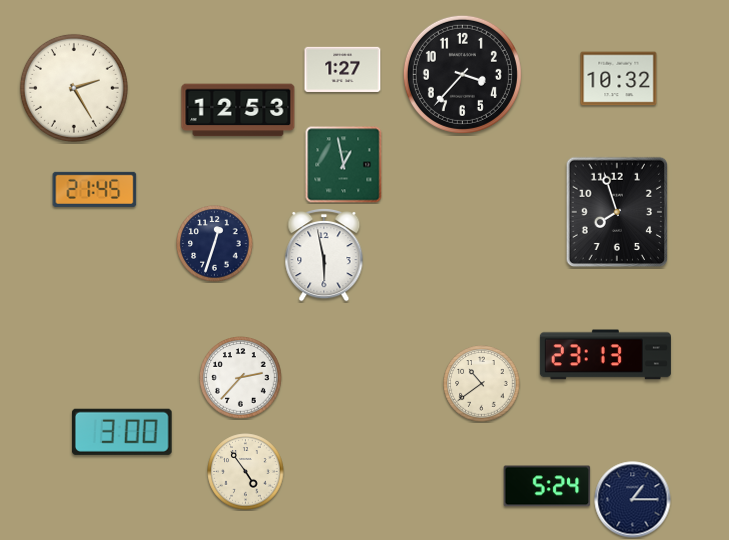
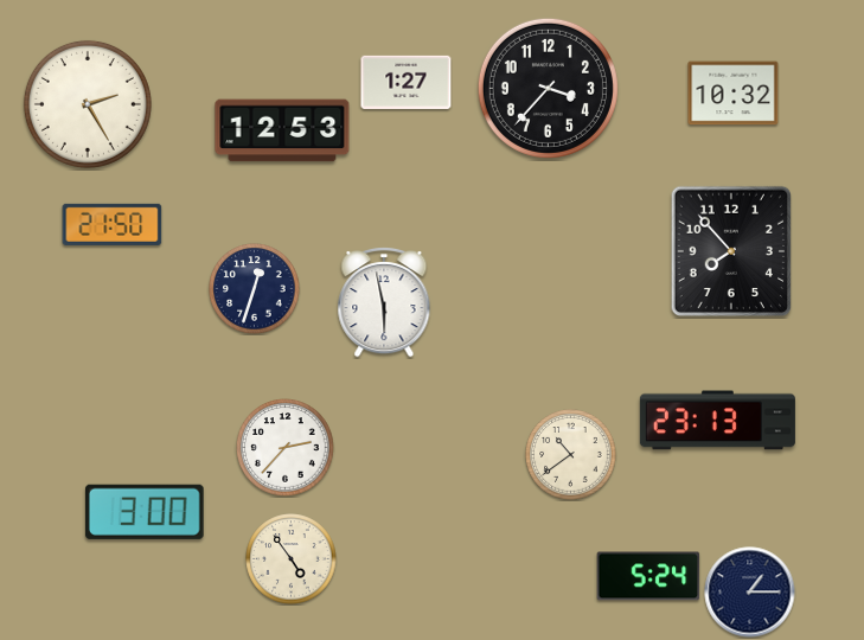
clock at (344, 165): 12:58 -> none
clock at (95, 189): 21:45 -> 21:50
clock at (616, 211): 7:57 -> 7:53
